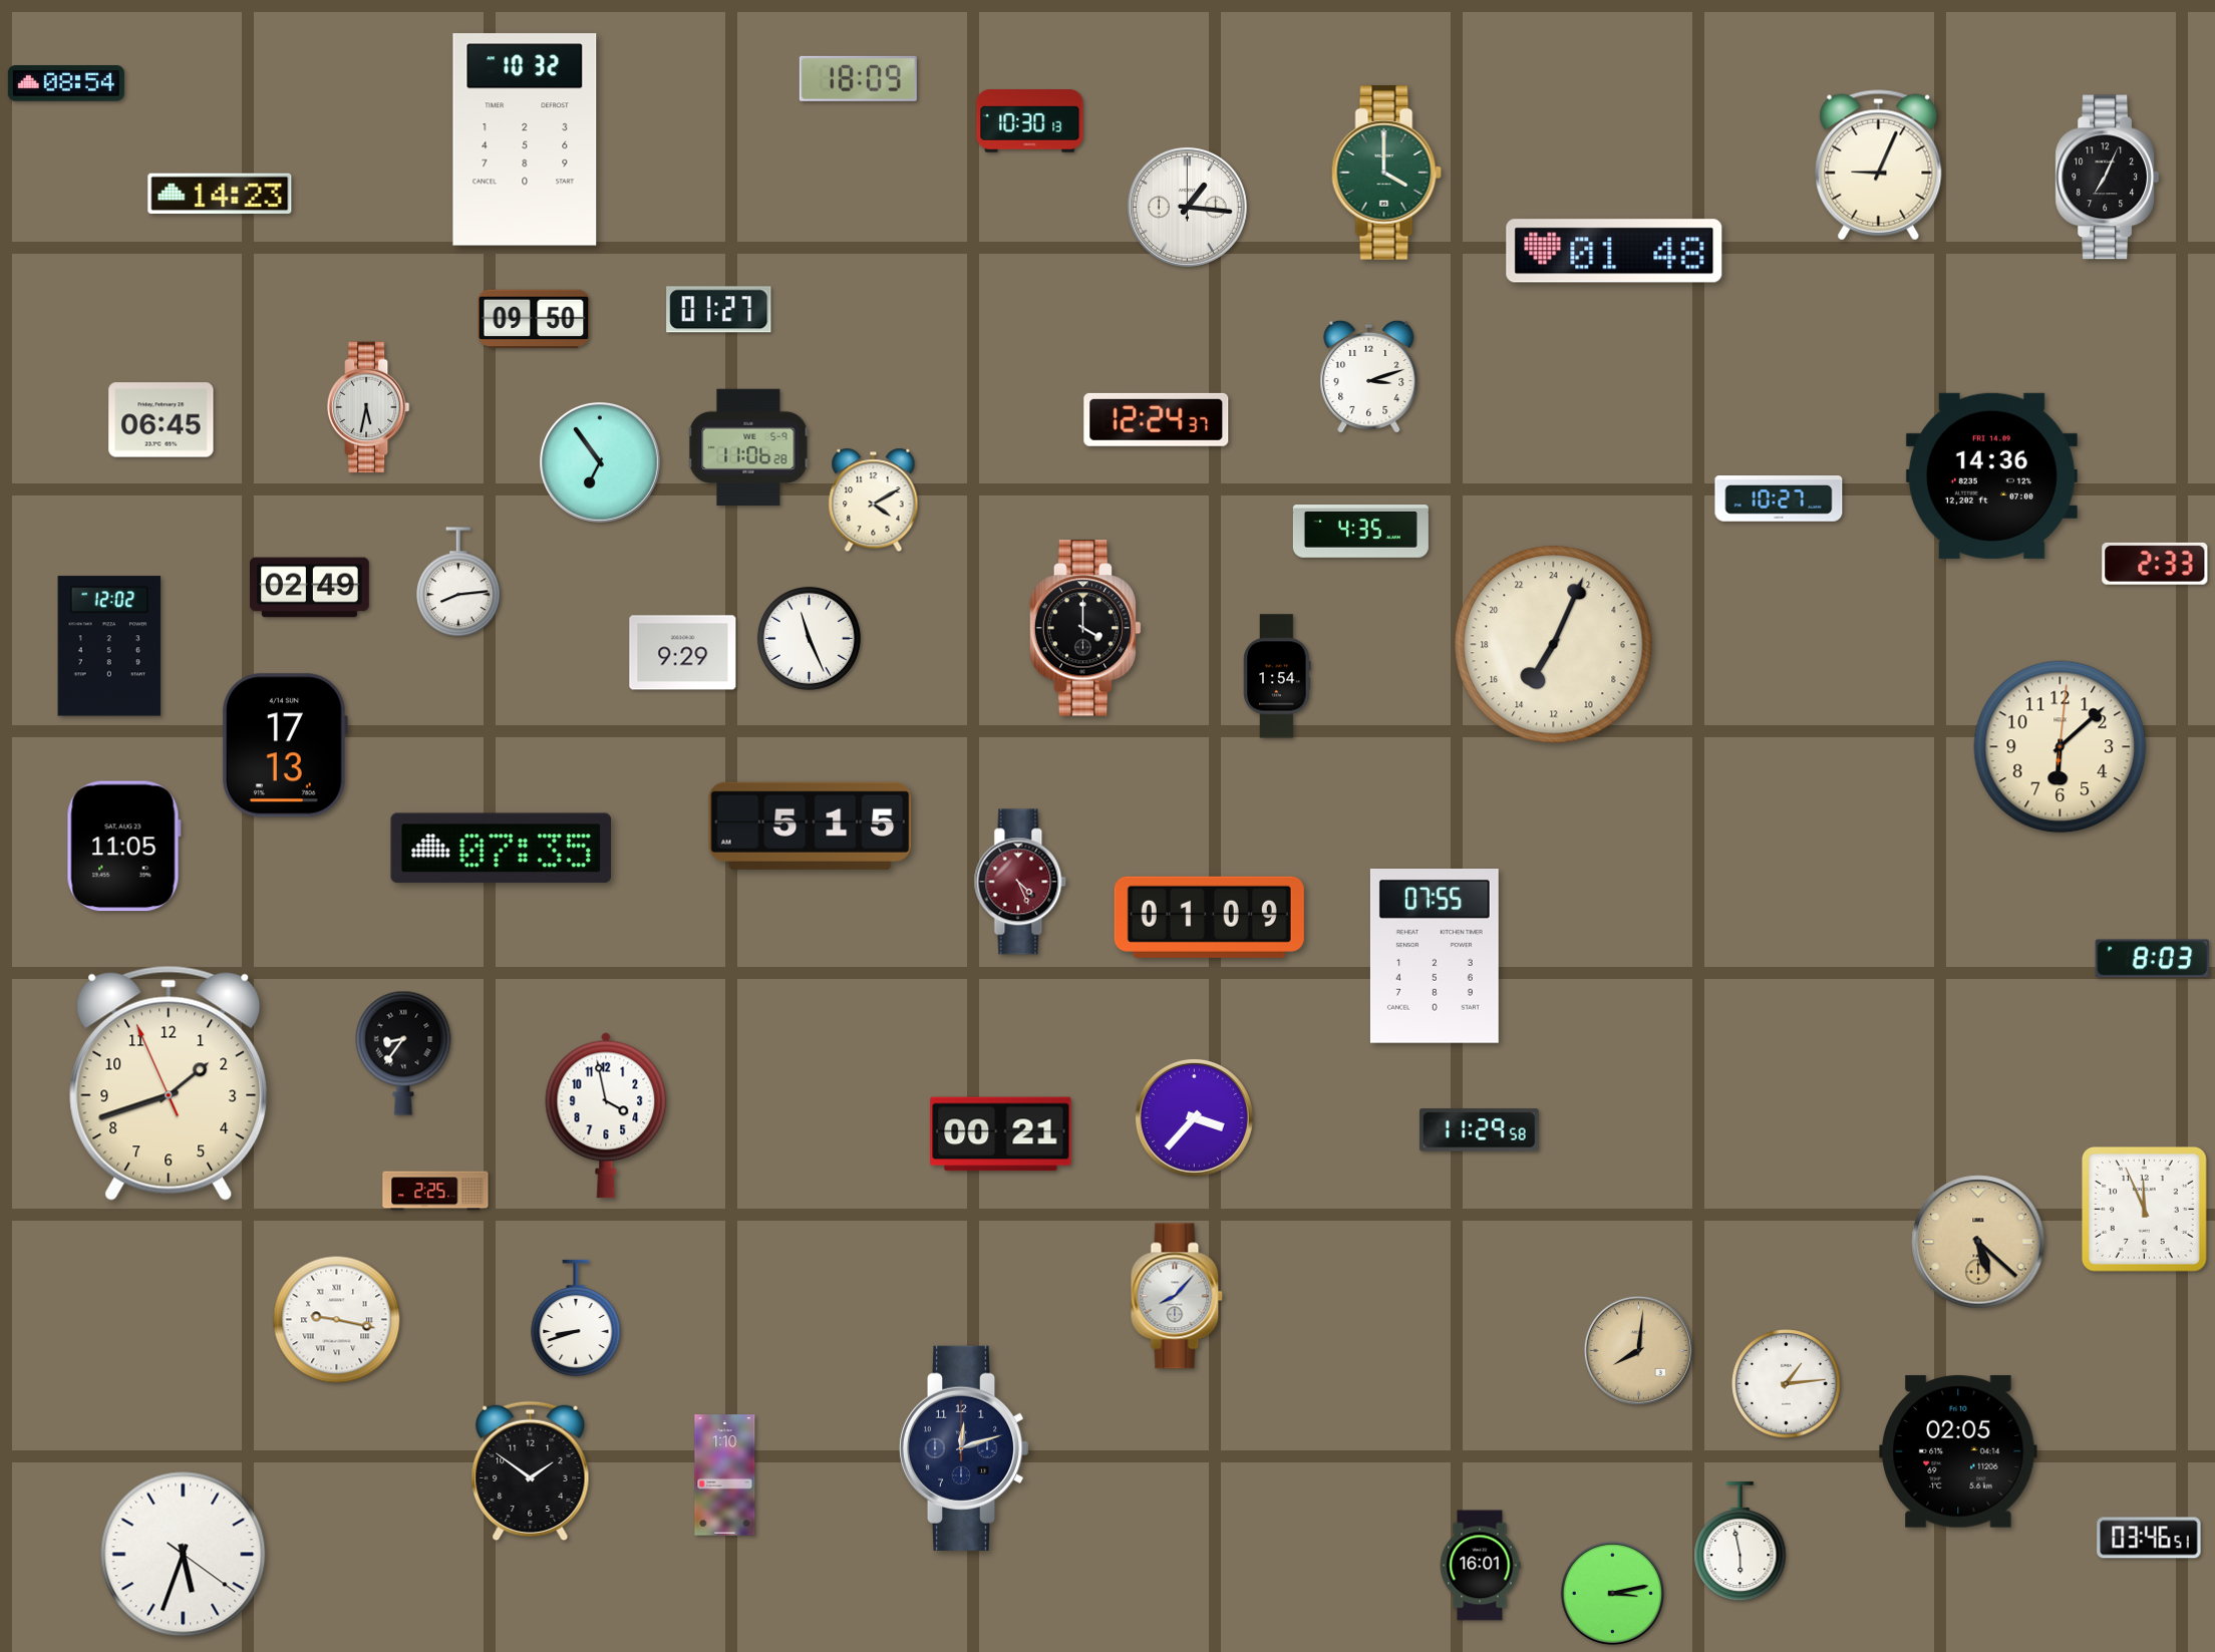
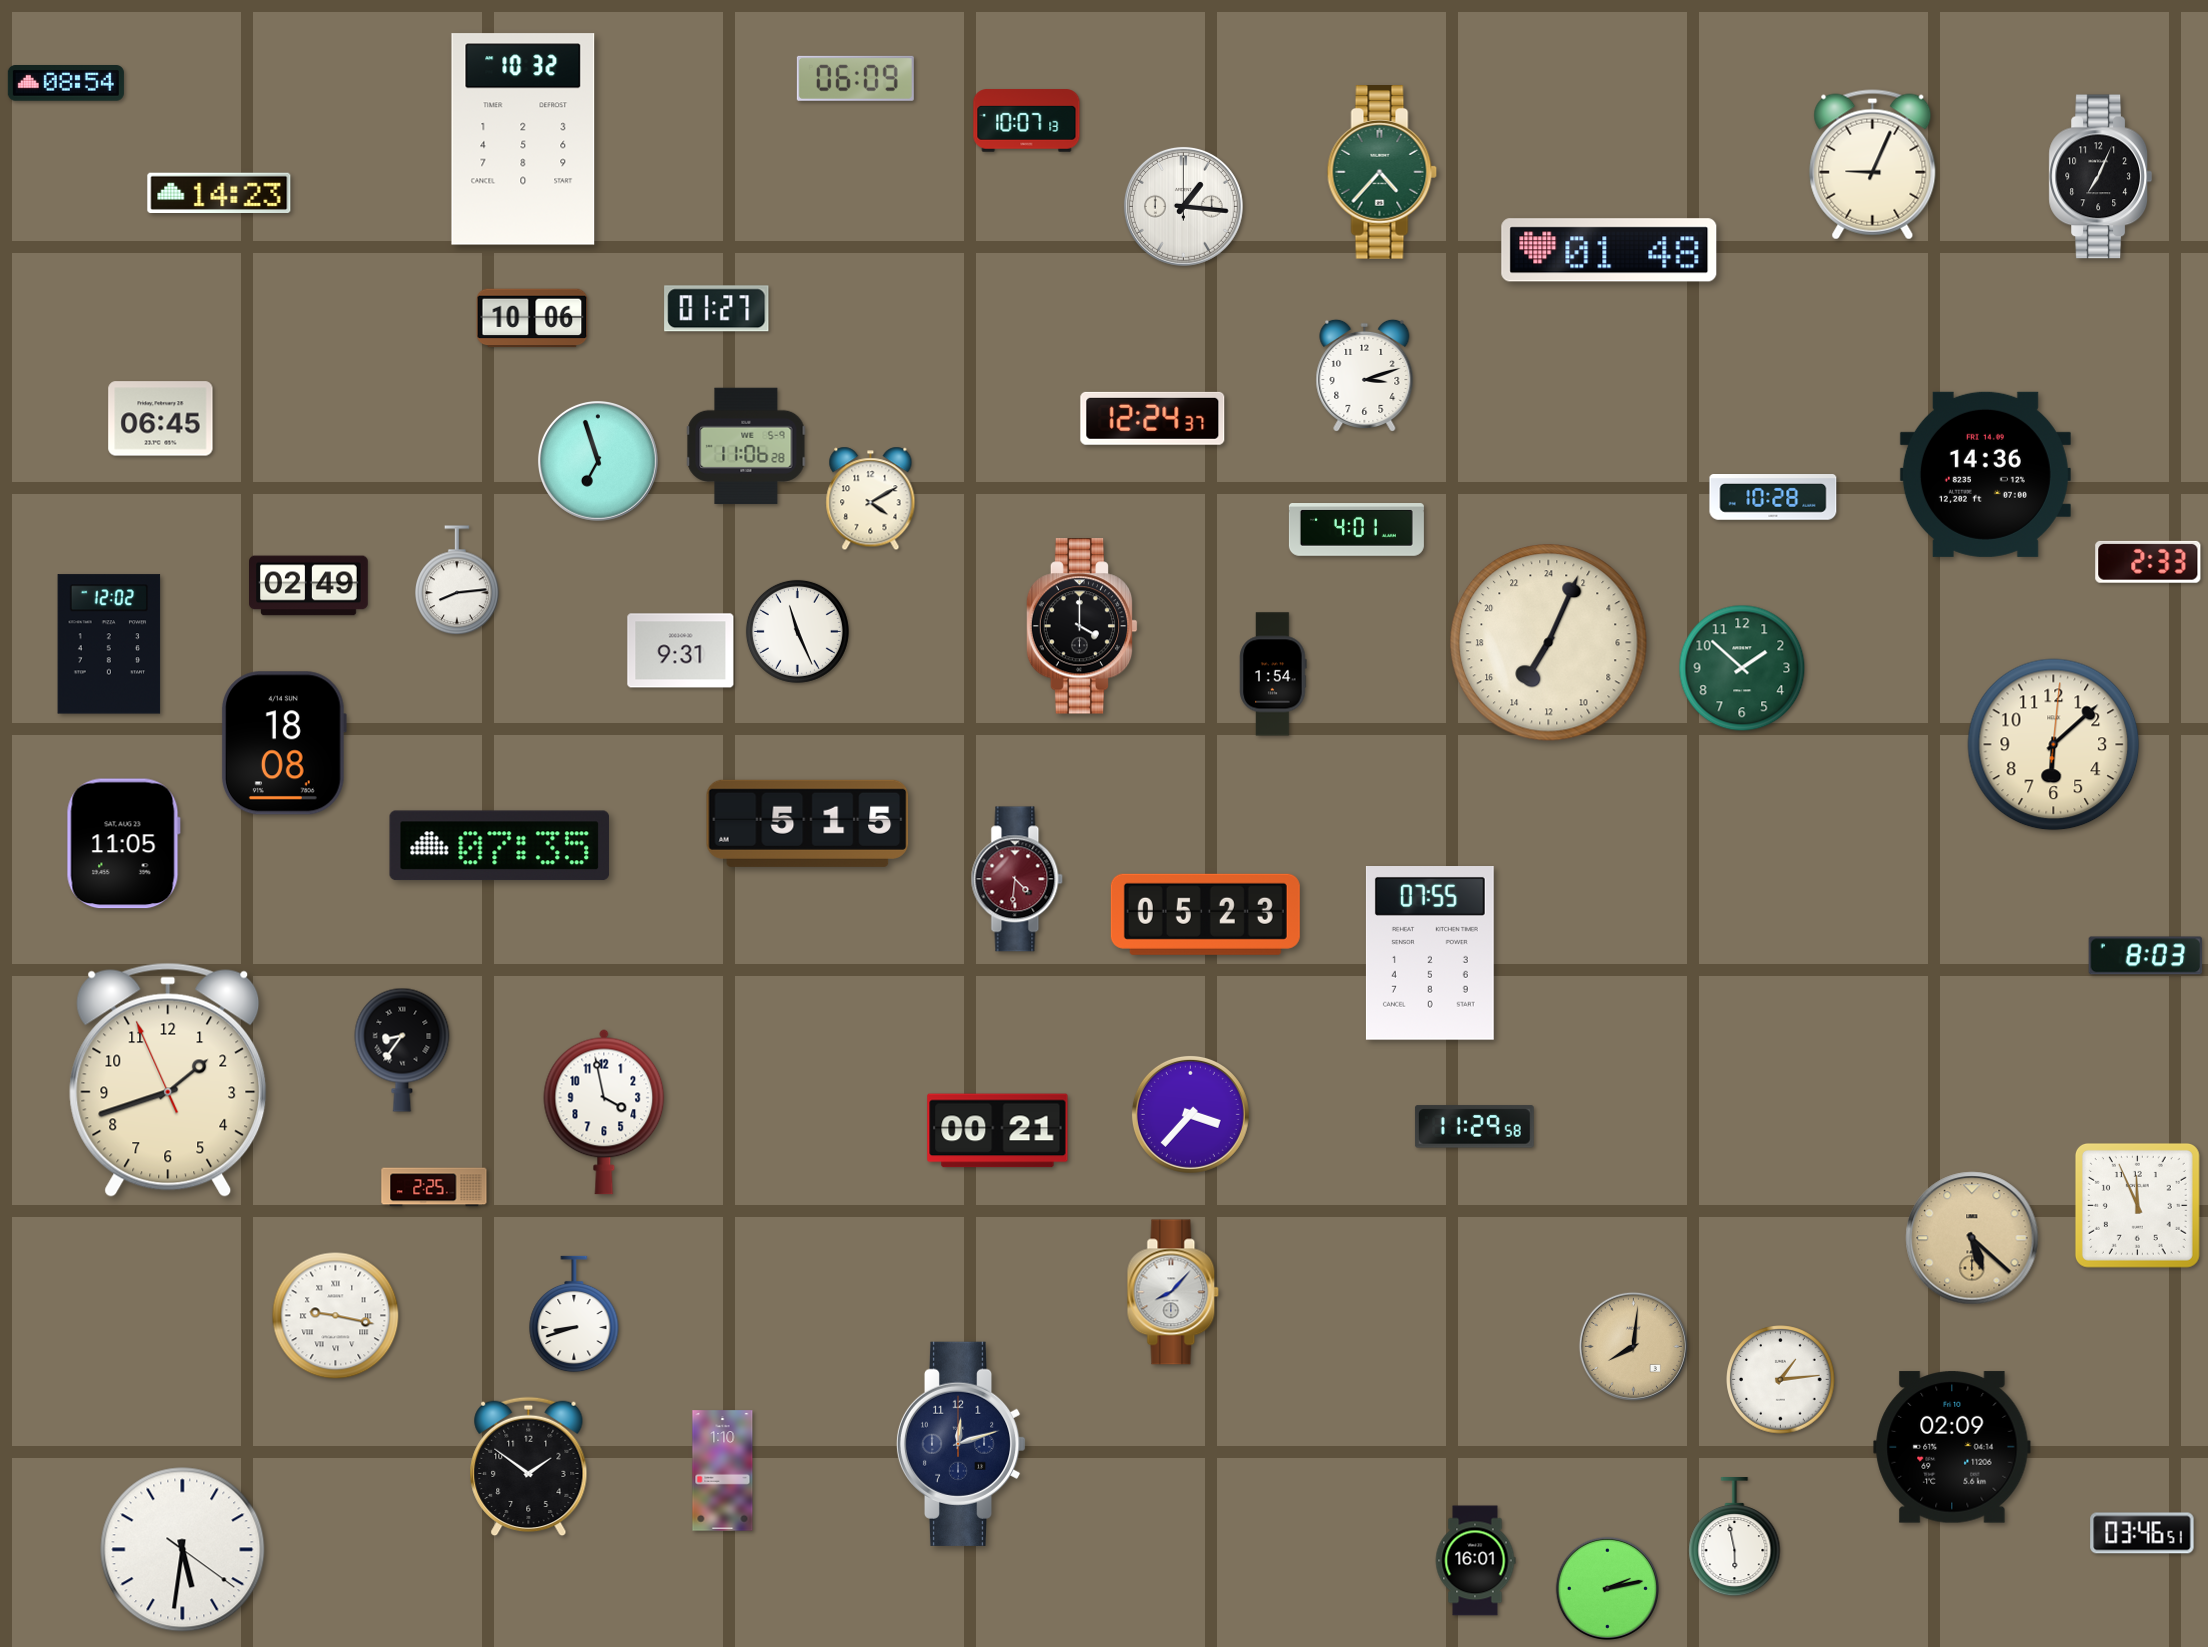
clock at (858, 78): 18:09 -> 06:09
clock at (1030, 121): 10:30 -> 10:07
clock at (1386, 174): 4:00 -> 4:37
clock at (534, 319): 09:50 -> 10:06
clock at (368, 407): 5:32 -> none
clock at (600, 462): 6:54 -> 6:57
clock at (1779, 500): 10:27 -> 10:28
clock at (1360, 532): 4:35 -> 4:01
clock at (809, 638) position: (809, 638) -> (797, 631)
clock at (683, 653): 9:29 -> 9:31
clock at (1742, 668): none -> 1:52
clock at (284, 745): 17:13 -> 18:08
clock at (1020, 882): 4:26 -> 4:31
clock at (1209, 917): 01:09 -> 05:23
clock at (1958, 1451): 02:05 -> 02:09
clock at (184, 1555): 5:33 -> 5:31
clock at (1613, 1594): 3:13 -> 2:13
